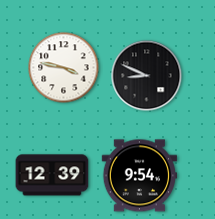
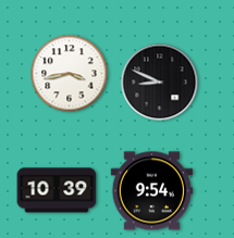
clock at (64, 68): 3:47 -> 3:43
clock at (52, 175): 12:39 -> 10:39
